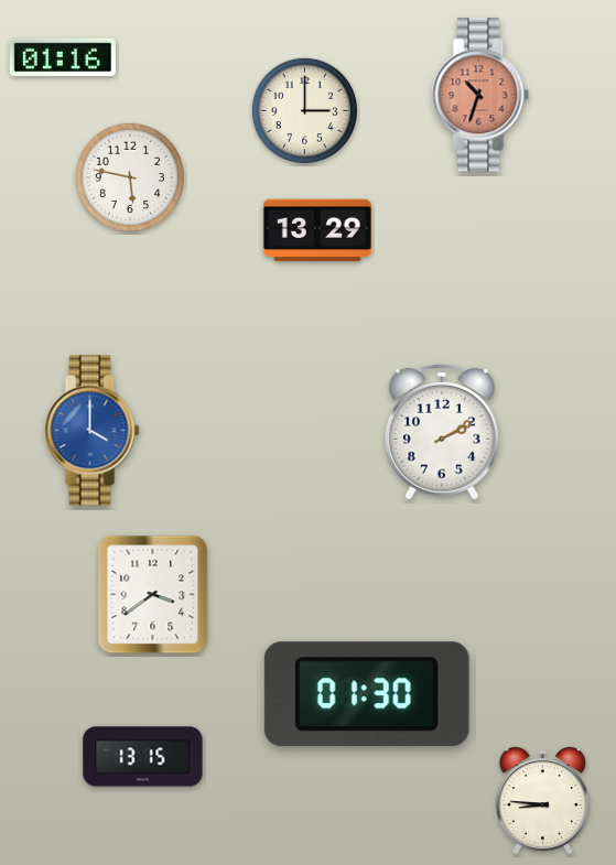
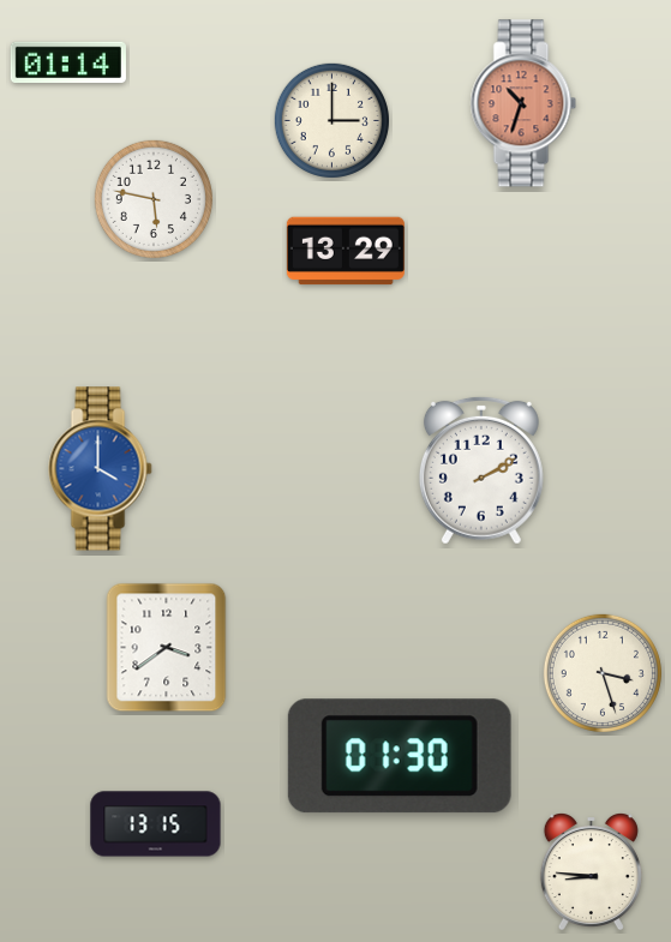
clock at (63, 56): 01:16 -> 01:14
clock at (130, 177) position: (130, 177) -> (154, 199)
clock at (603, 673): none -> 3:27
